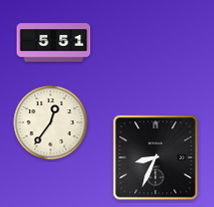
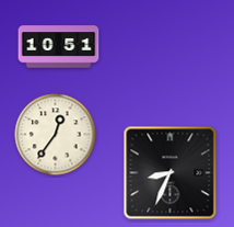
clock at (54, 43): 5:51 -> 10:51
